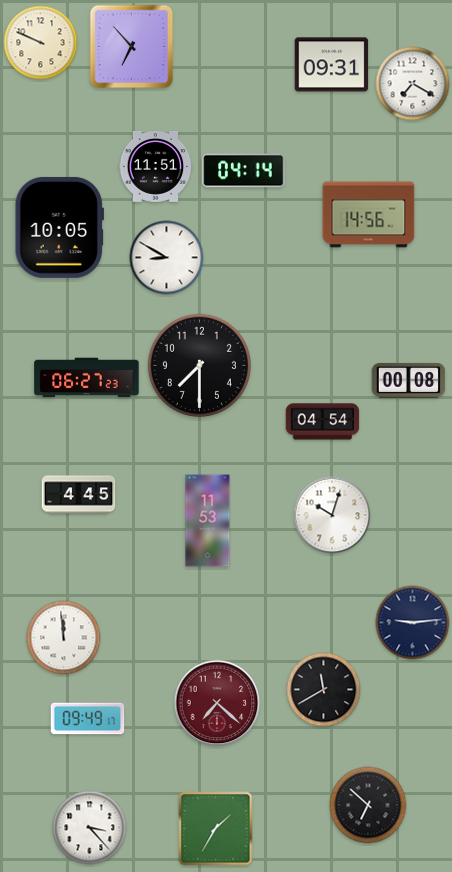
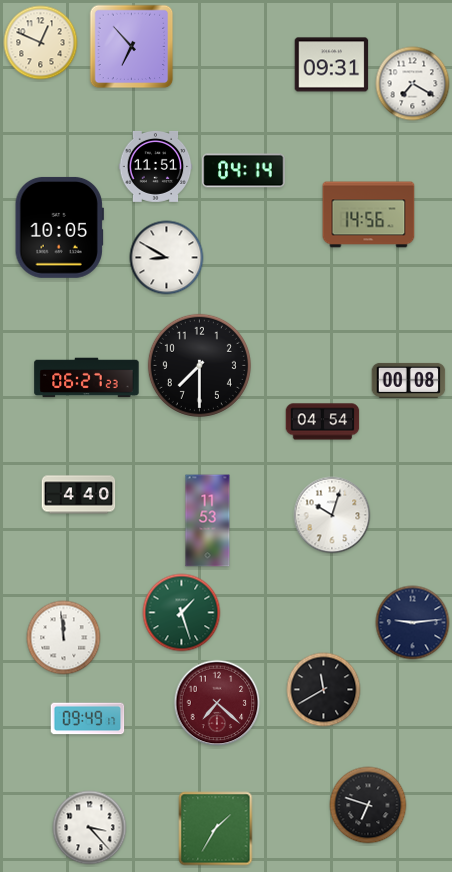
clock at (41, 43): 9:49 -> 12:49
clock at (79, 495): 4:45 -> 4:40
clock at (182, 613): none -> 1:27
clock at (368, 805): 6:52 -> 6:48
